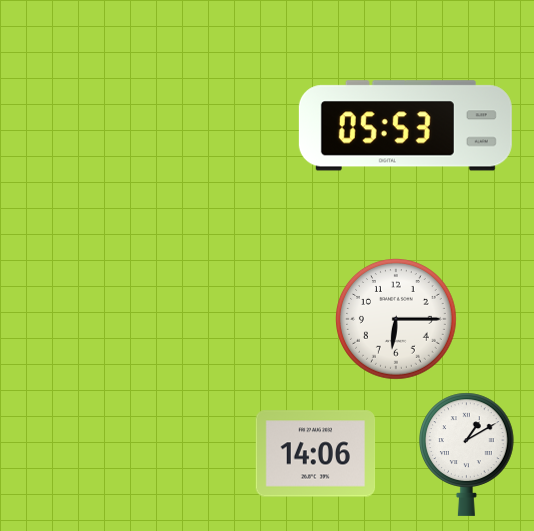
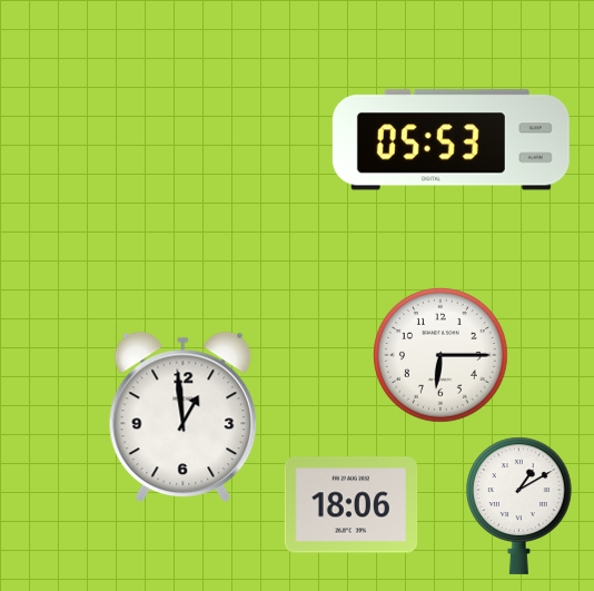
clock at (184, 417): none -> 12:59
clock at (316, 454): 14:06 -> 18:06
